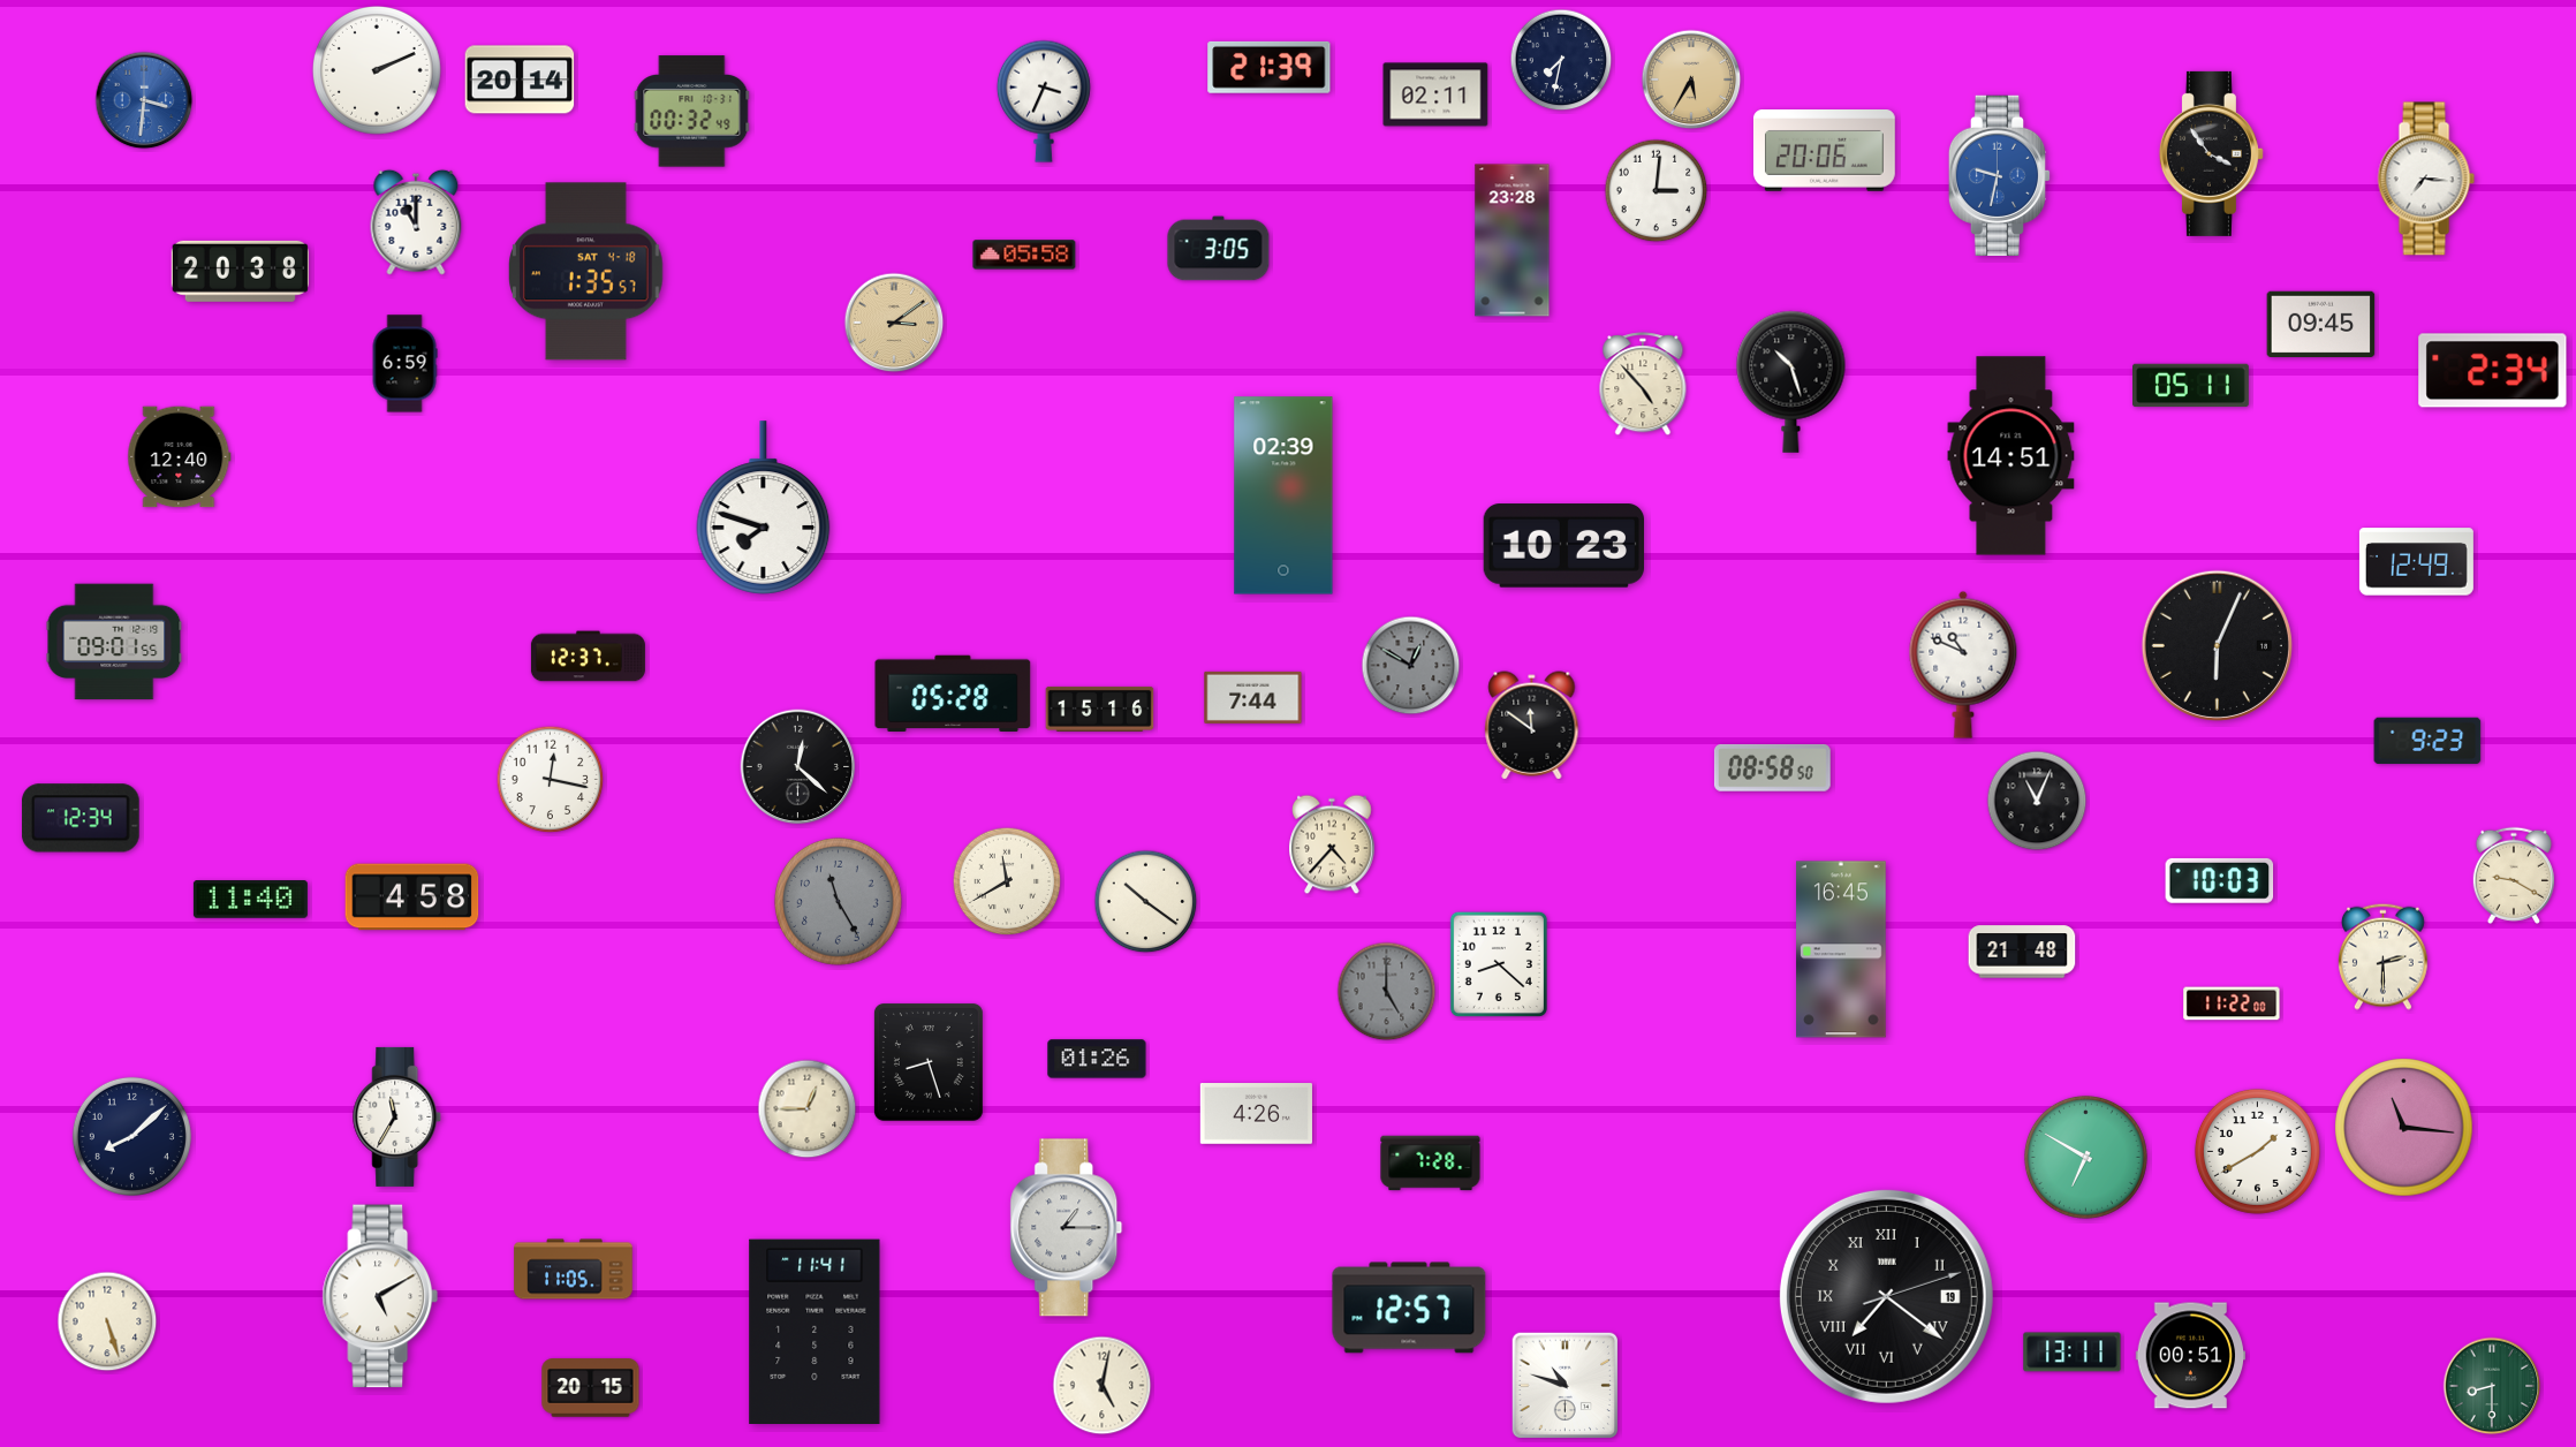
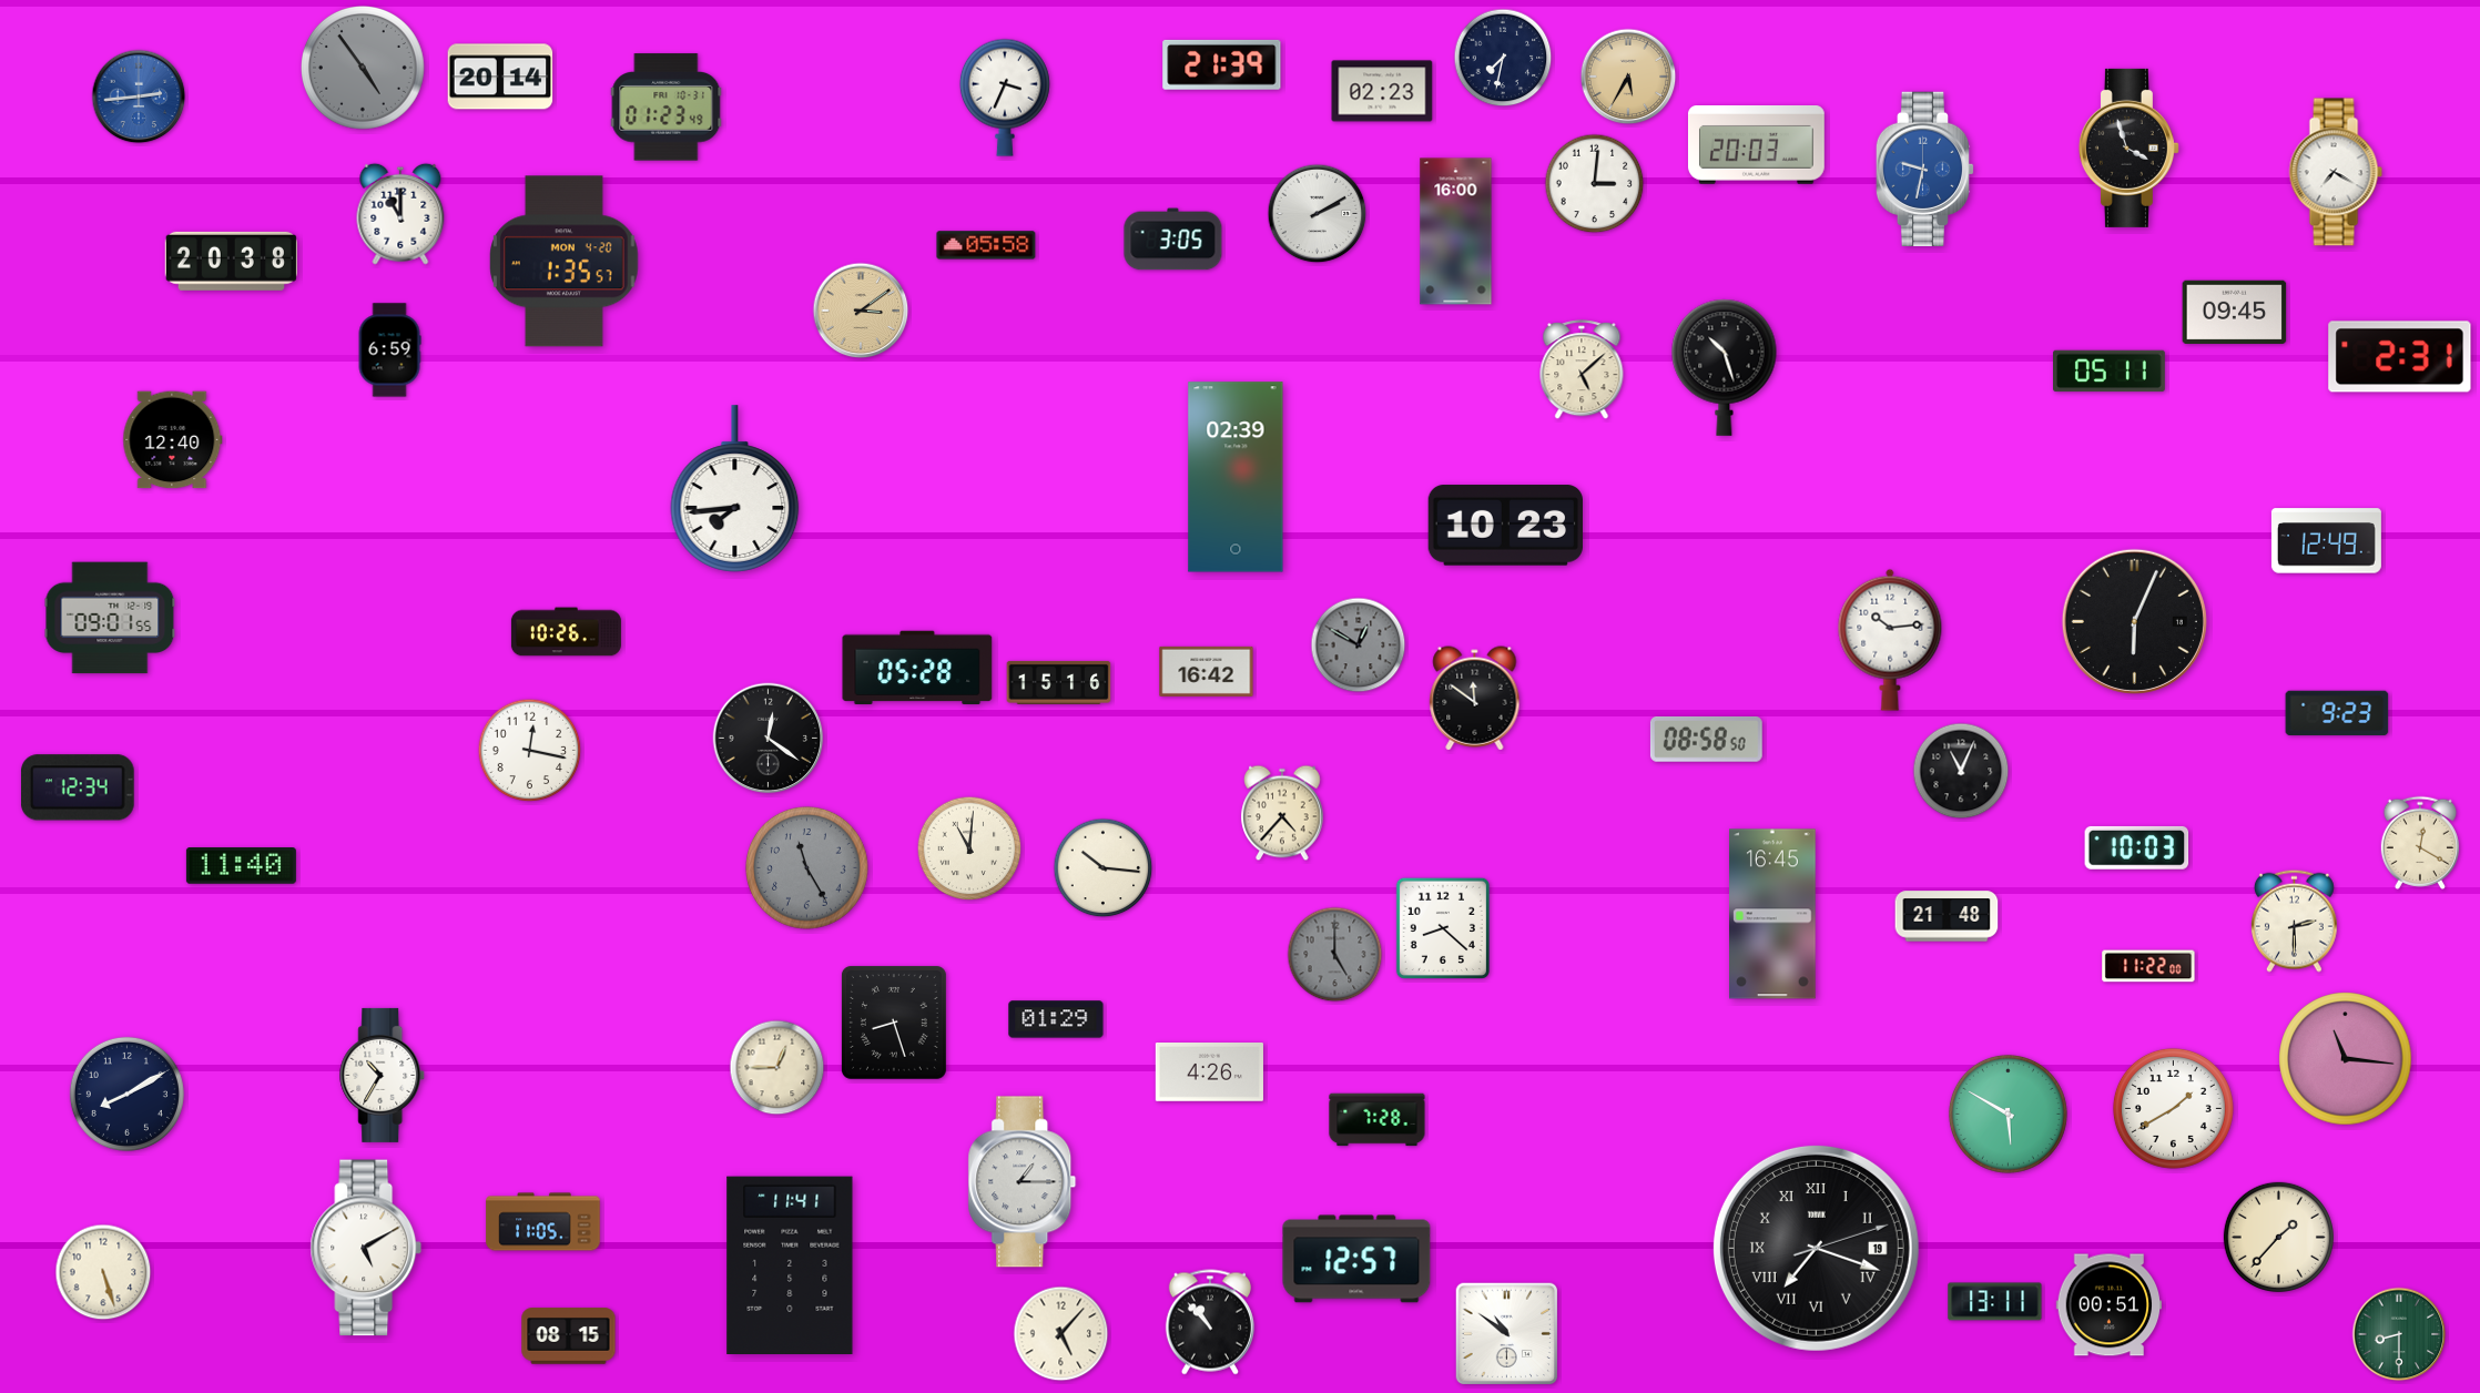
clock at (378, 71): 2:11 -> 4:54
clock at (378, 71) dial: white -> grey
clock at (1435, 94): 02:11 -> 02:23
clock at (144, 100): 3:31 -> 2:44
clock at (692, 112): 00:32 -> 01:23
clock at (1824, 151): 20:06 -> 20:03
clock at (2211, 153): 3:54 -> 3:57
clock at (2426, 179): 7:16 -> 7:20
clock at (1318, 214): none -> 2:10
clock at (1513, 241): 23:28 -> 16:00
clock at (586, 272) date: SAT 4-18 -> MON 4-20
clock at (2493, 371): 2:34 -> 2:31
clock at (1643, 385): 4:53 -> 5:08
clock at (2011, 456): 14:51 -> none
clock at (764, 508): 7:48 -> 7:44
clock at (588, 657): 12:37 -> 10:26
clock at (1963, 665): 10:49 -> 10:14
clock at (1411, 666) position: (1411, 666) -> (1359, 645)
clock at (1253, 697): 7:44 -> 16:42
clock at (798, 767): 12:22 -> 12:21
clock at (2514, 876): 9:20 -> 12:20
clock at (1007, 881): 11:40 -> 11:01
clock at (412, 897): 4:58 -> none
clock at (1146, 902): 10:21 -> 10:16
clock at (1097, 1059): 01:26 -> 01:29
clock at (397, 1116): 11:35 -> 10:35
clock at (2404, 1128) position: (2404, 1128) -> (2346, 1059)
clock at (131, 1136): 8:08 -> 8:10
clock at (2085, 1157): 6:50 -> 5:50
clock at (1067, 1228) position: (1067, 1228) -> (1023, 1182)
clock at (574, 1270) position: (574, 1270) -> (543, 1222)
clock at (2278, 1237): none -> 1:37
clock at (1886, 1296): 7:21 -> 7:18
clock at (815, 1332) position: (815, 1332) -> (790, 1265)
clock at (1210, 1322): none -> 10:53
clock at (1103, 1386): 5:02 -> 5:07
clock at (1566, 1386): 10:48 -> 10:51
clock at (591, 1388): 20:15 -> 08:15
